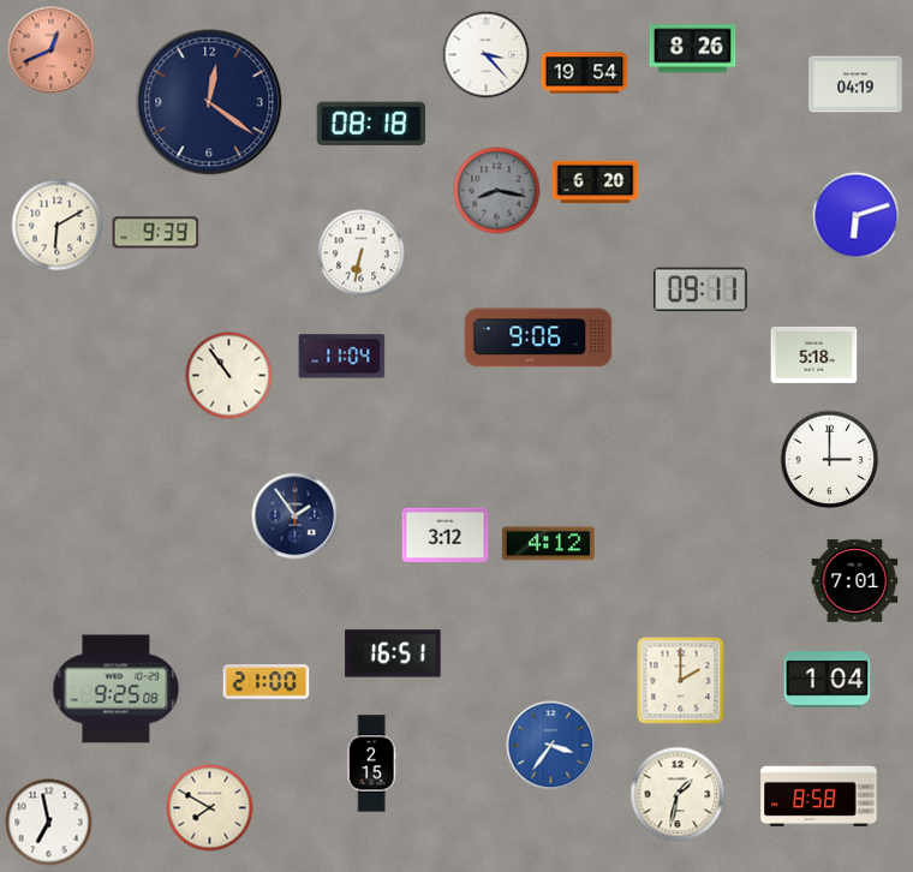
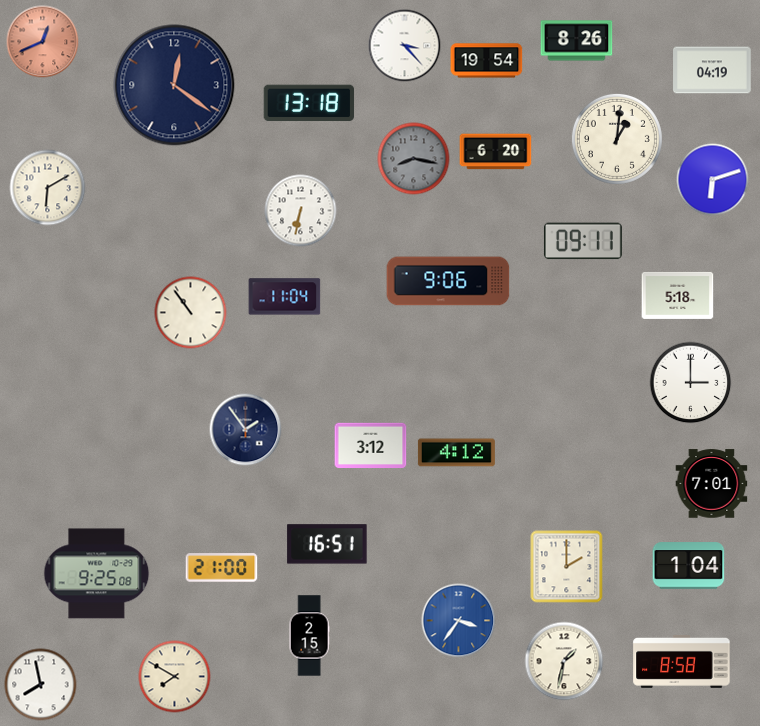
clock at (371, 124): 08:18 -> 13:18
clock at (617, 139): none -> 1:01
clock at (156, 233): 9:39 -> none
clock at (210, 808) position: (210, 808) -> (175, 677)
clock at (49, 823): 6:58 -> 7:58
